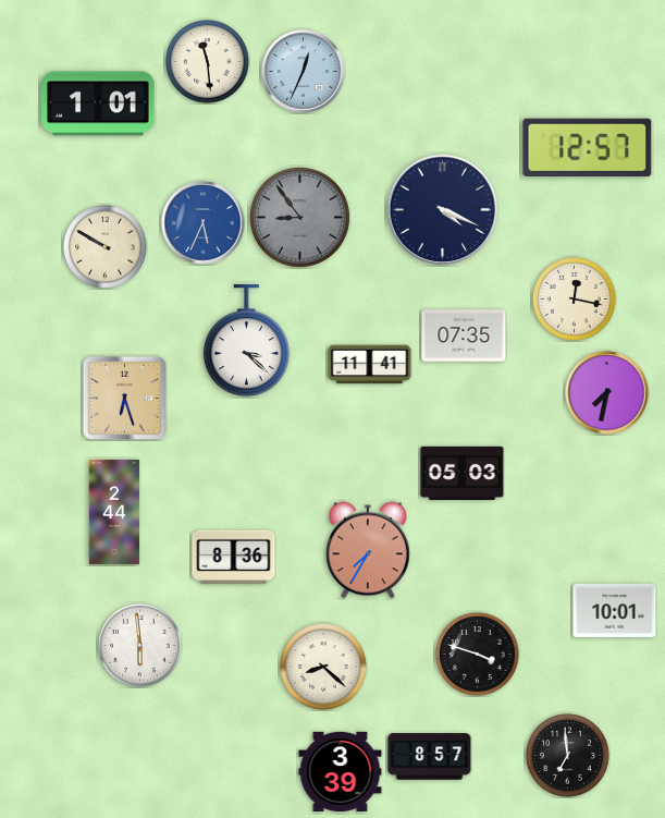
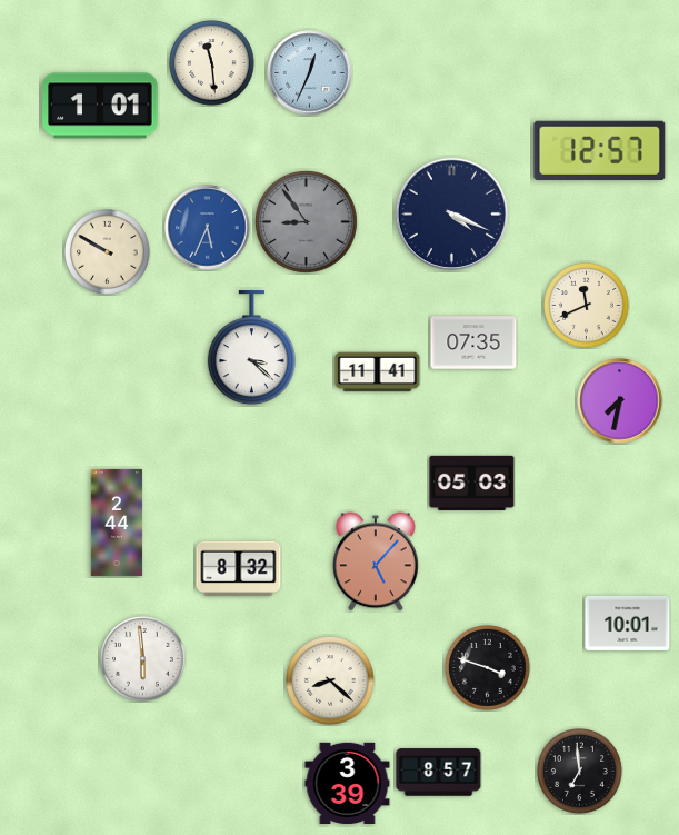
clock at (575, 300): 12:17 -> 11:41
clock at (124, 398): 6:27 -> none
clock at (368, 550): 7:35 -> 5:07
clock at (234, 557): 8:36 -> 8:32
clock at (341, 771) position: (341, 771) -> (348, 783)
